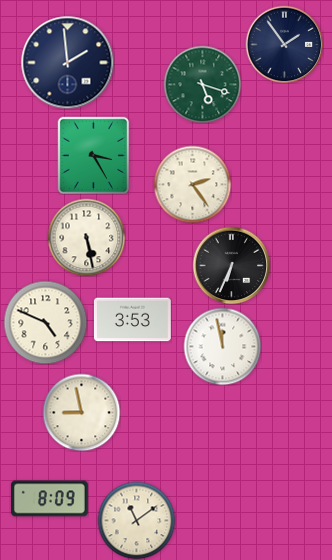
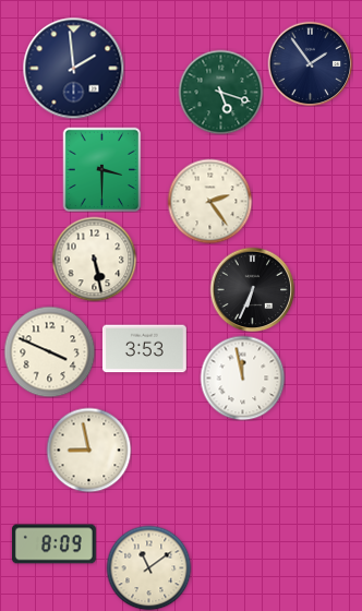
clock at (284, 44) position: (284, 44) -> (310, 63)
clock at (94, 155): 3:25 -> 3:30
clock at (45, 322): 4:49 -> 3:49
